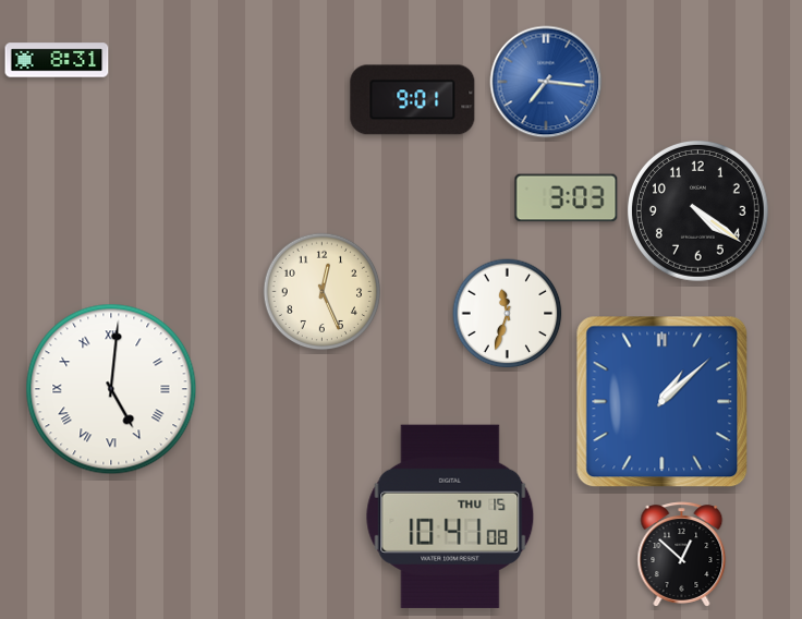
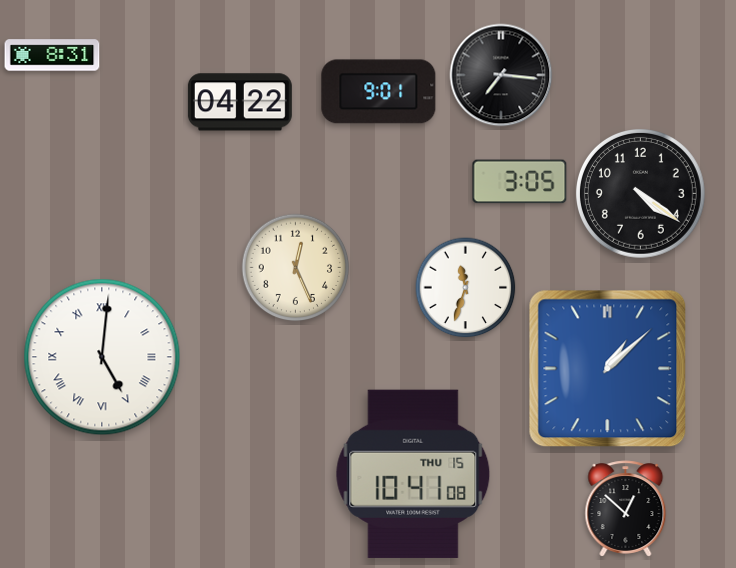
clock at (546, 82) dial: blue -> black
clock at (240, 102): none -> 04:22
clock at (567, 198): 3:03 -> 3:05
